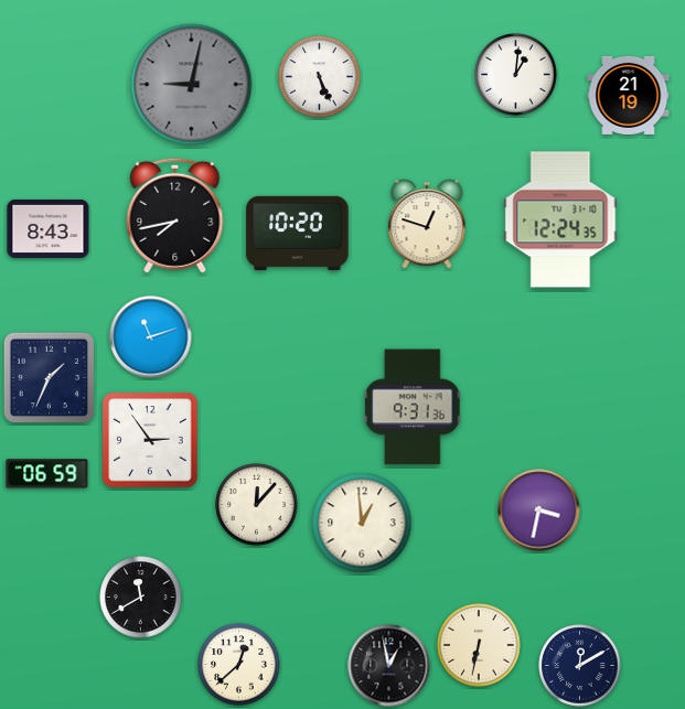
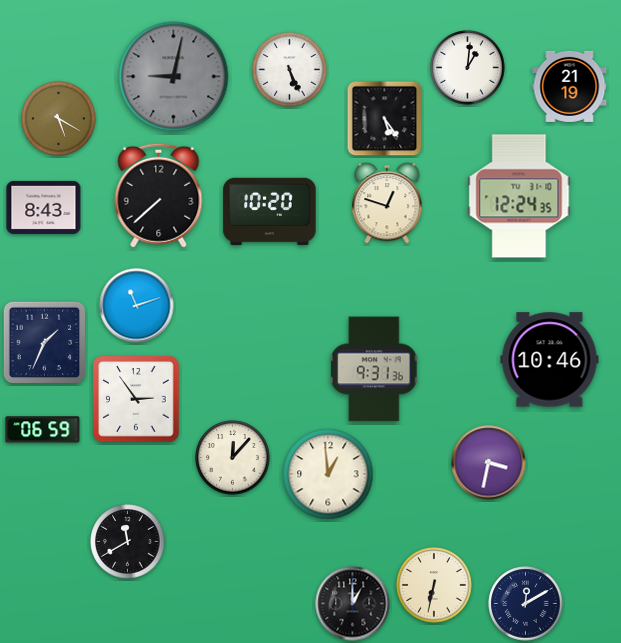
clock at (59, 119): none -> 5:20
clock at (385, 119): none -> 5:24
clock at (175, 215): 7:43 -> 7:38
clock at (560, 219) position: (560, 219) -> (519, 196)
clock at (550, 360): none -> 10:46
clock at (239, 665): 12:38 -> none
clock at (389, 666): 12:58 -> 1:00
